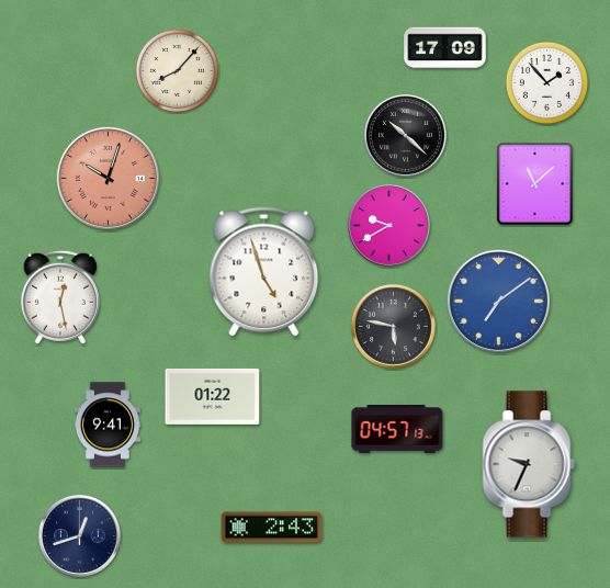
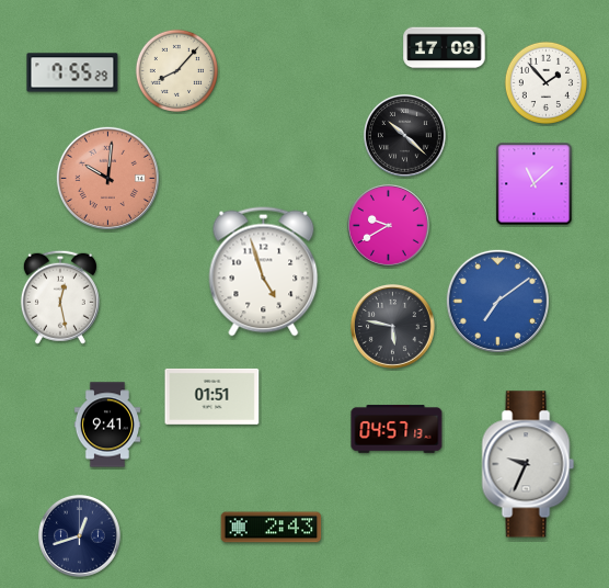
clock at (72, 72): none -> 7:55
clock at (108, 178): 10:03 -> 10:01
clock at (213, 396): 01:22 -> 01:51
